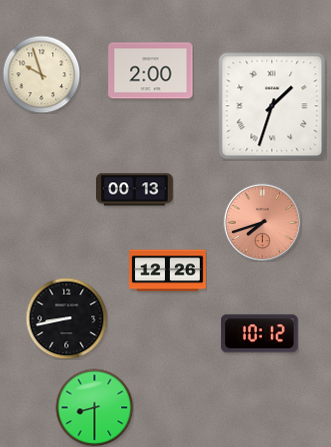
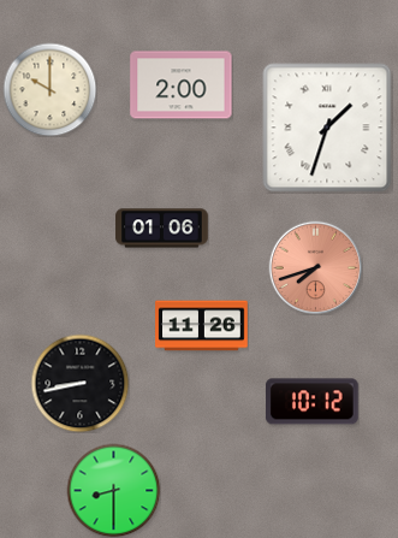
clock at (41, 74): 9:57 -> 10:00
clock at (135, 190): 00:13 -> 01:06
clock at (168, 271): 12:26 -> 11:26
